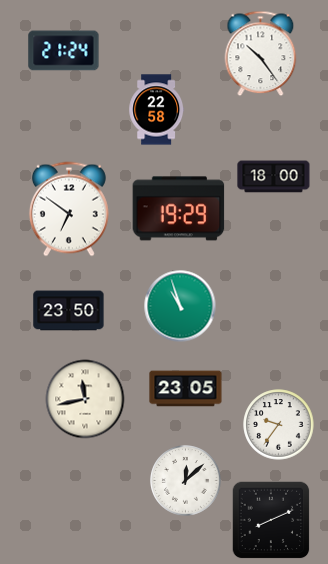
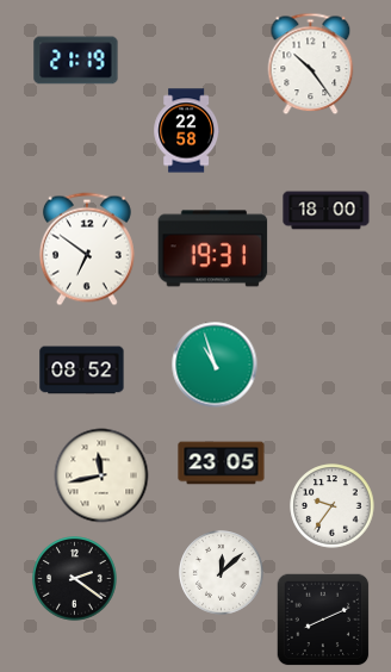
clock at (64, 51): 21:24 -> 21:19
clock at (69, 209) position: (69, 209) -> (87, 249)
clock at (179, 209): 19:29 -> 19:31
clock at (69, 311): 23:50 -> 08:52
clock at (75, 579): none -> 2:21
